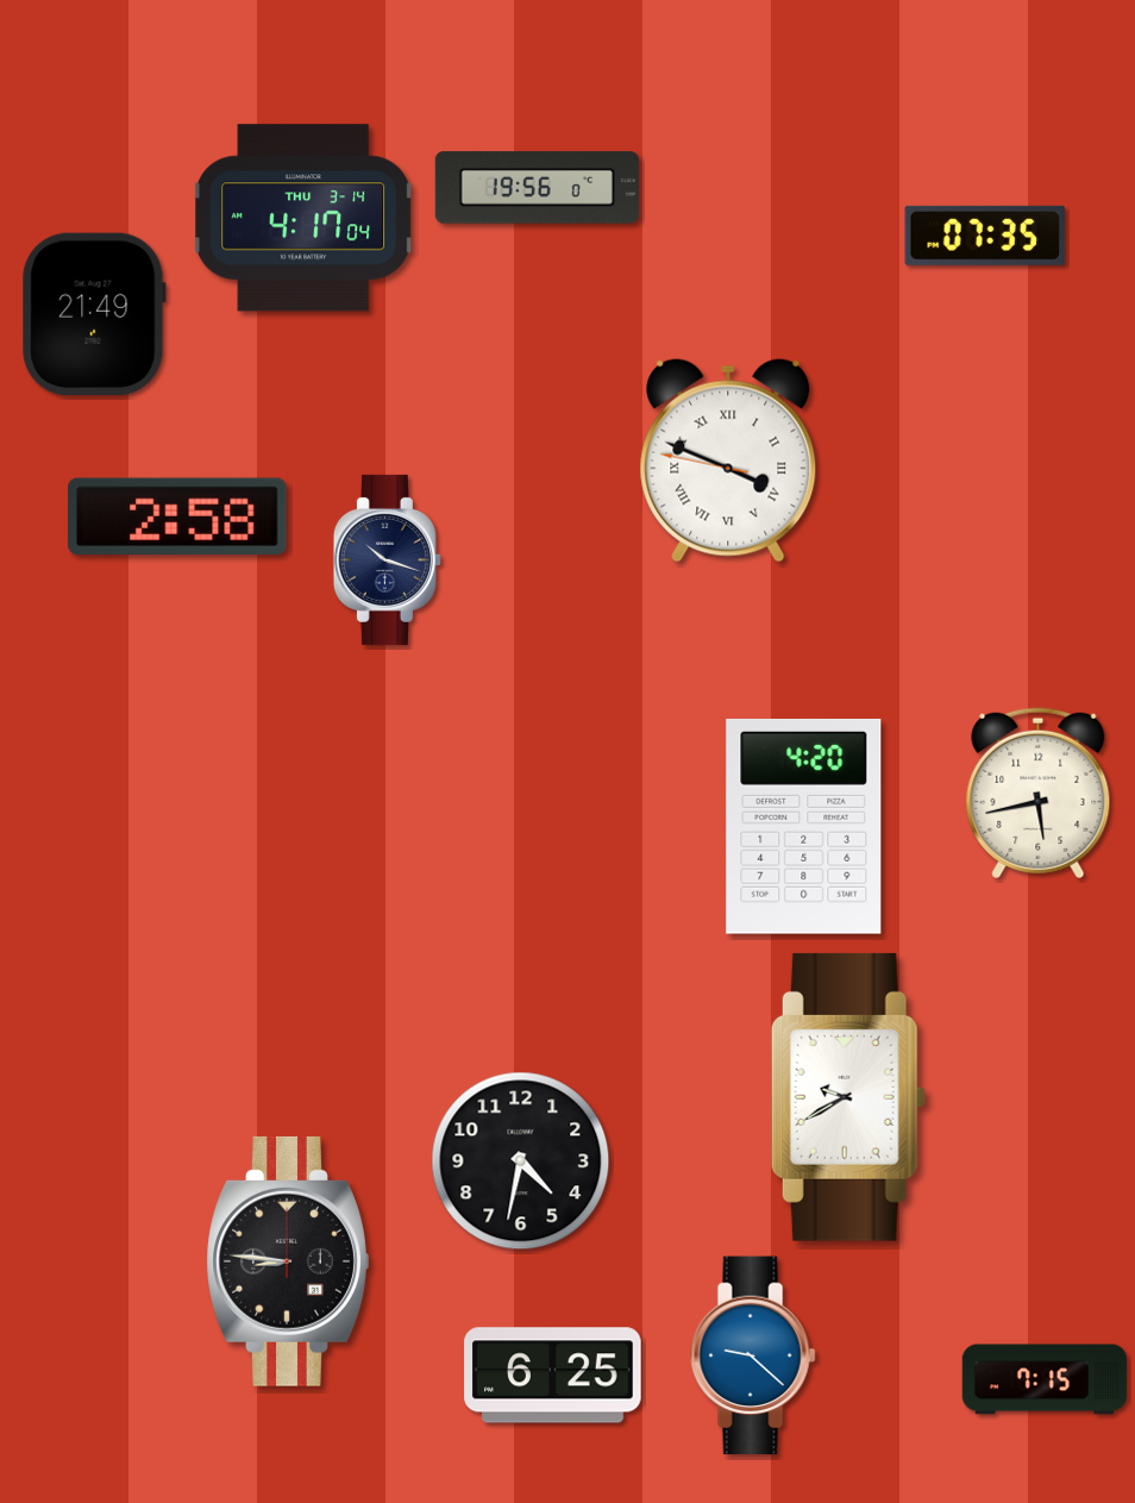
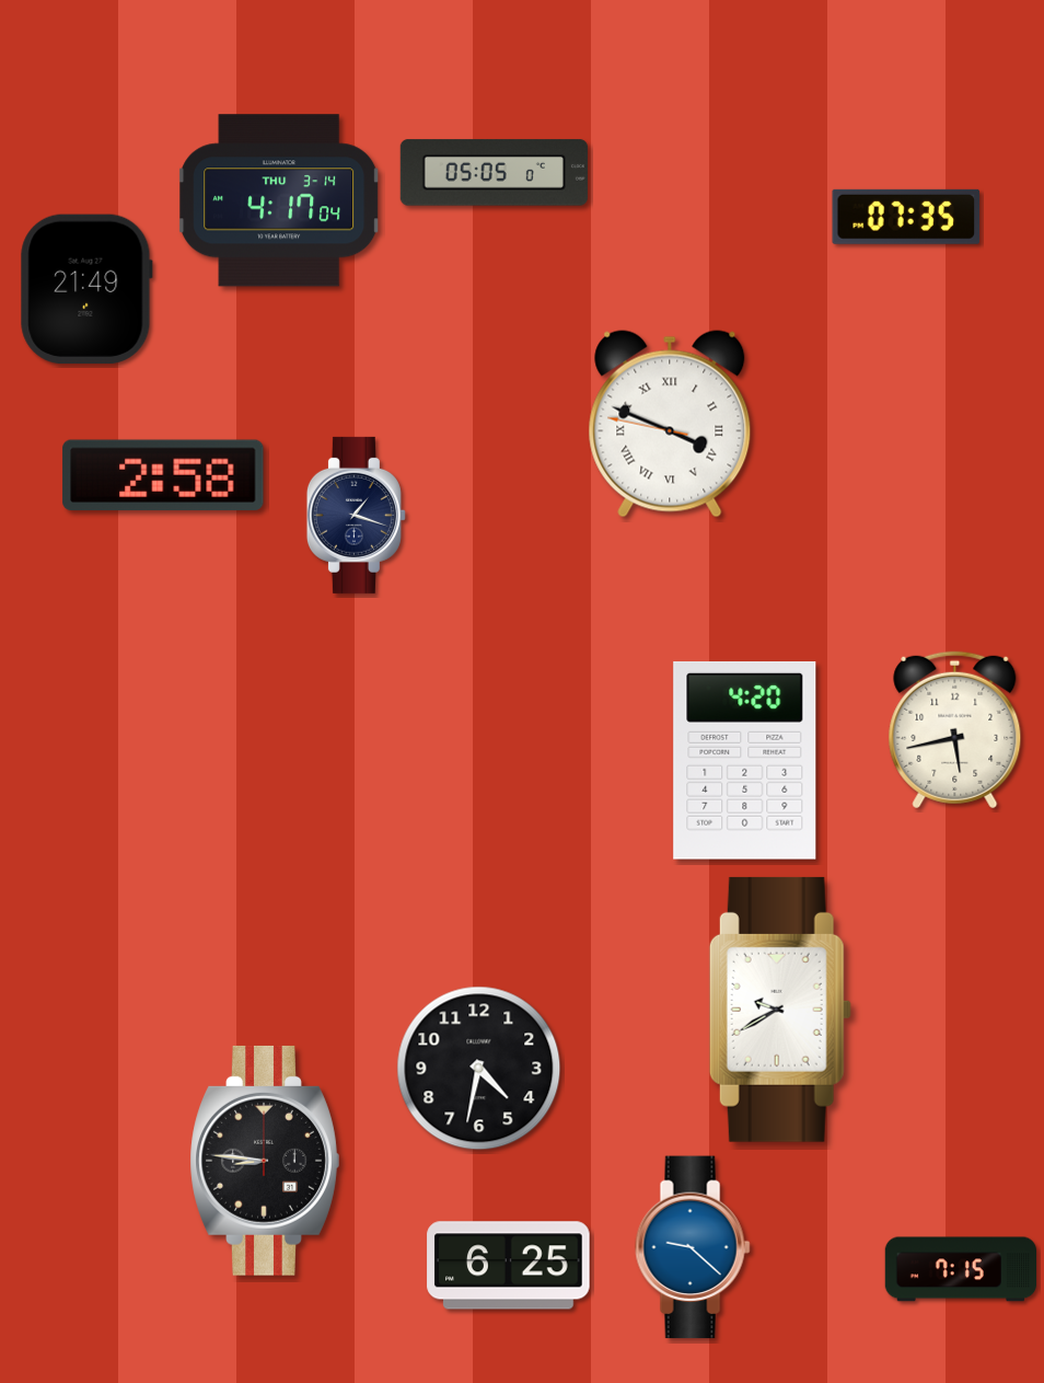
clock at (537, 188): 19:56 -> 05:05
clock at (387, 559): 10:18 -> 1:18
clock at (804, 826) position: (804, 826) -> (745, 760)
